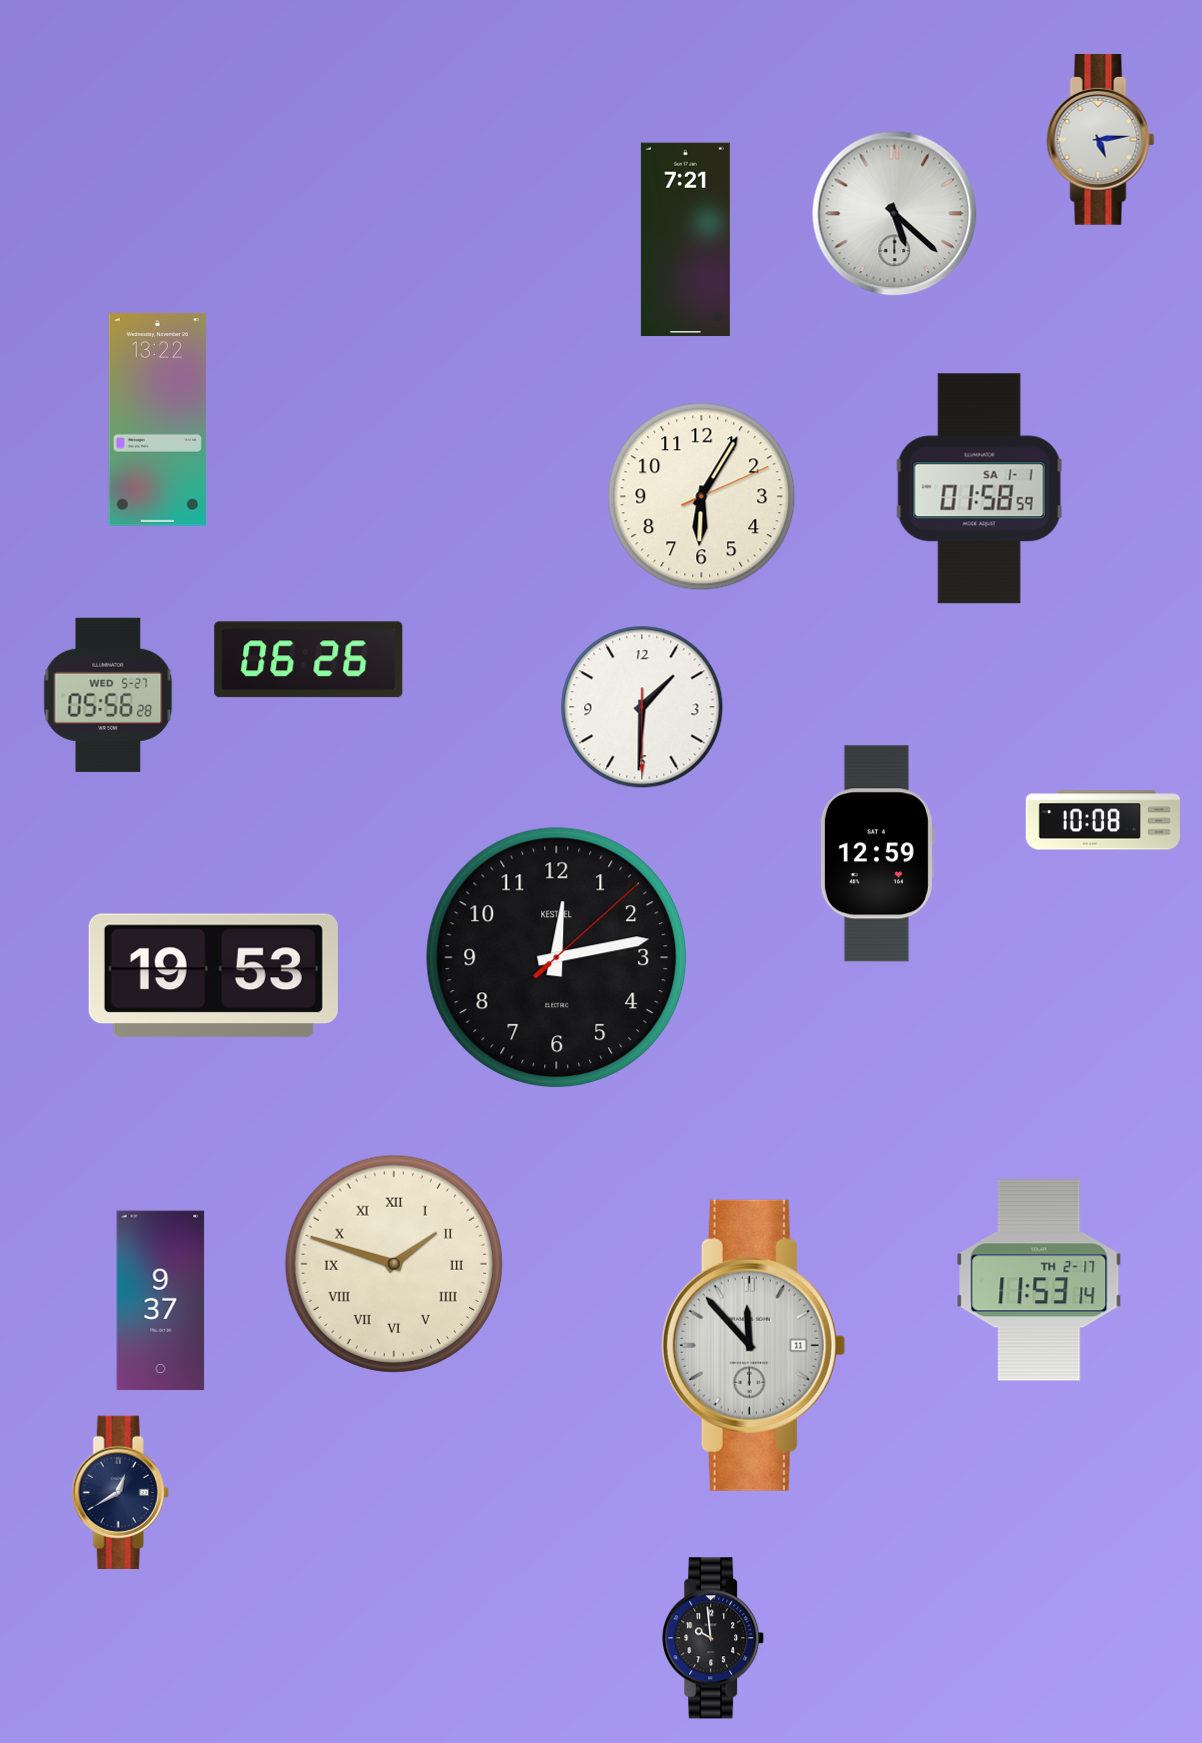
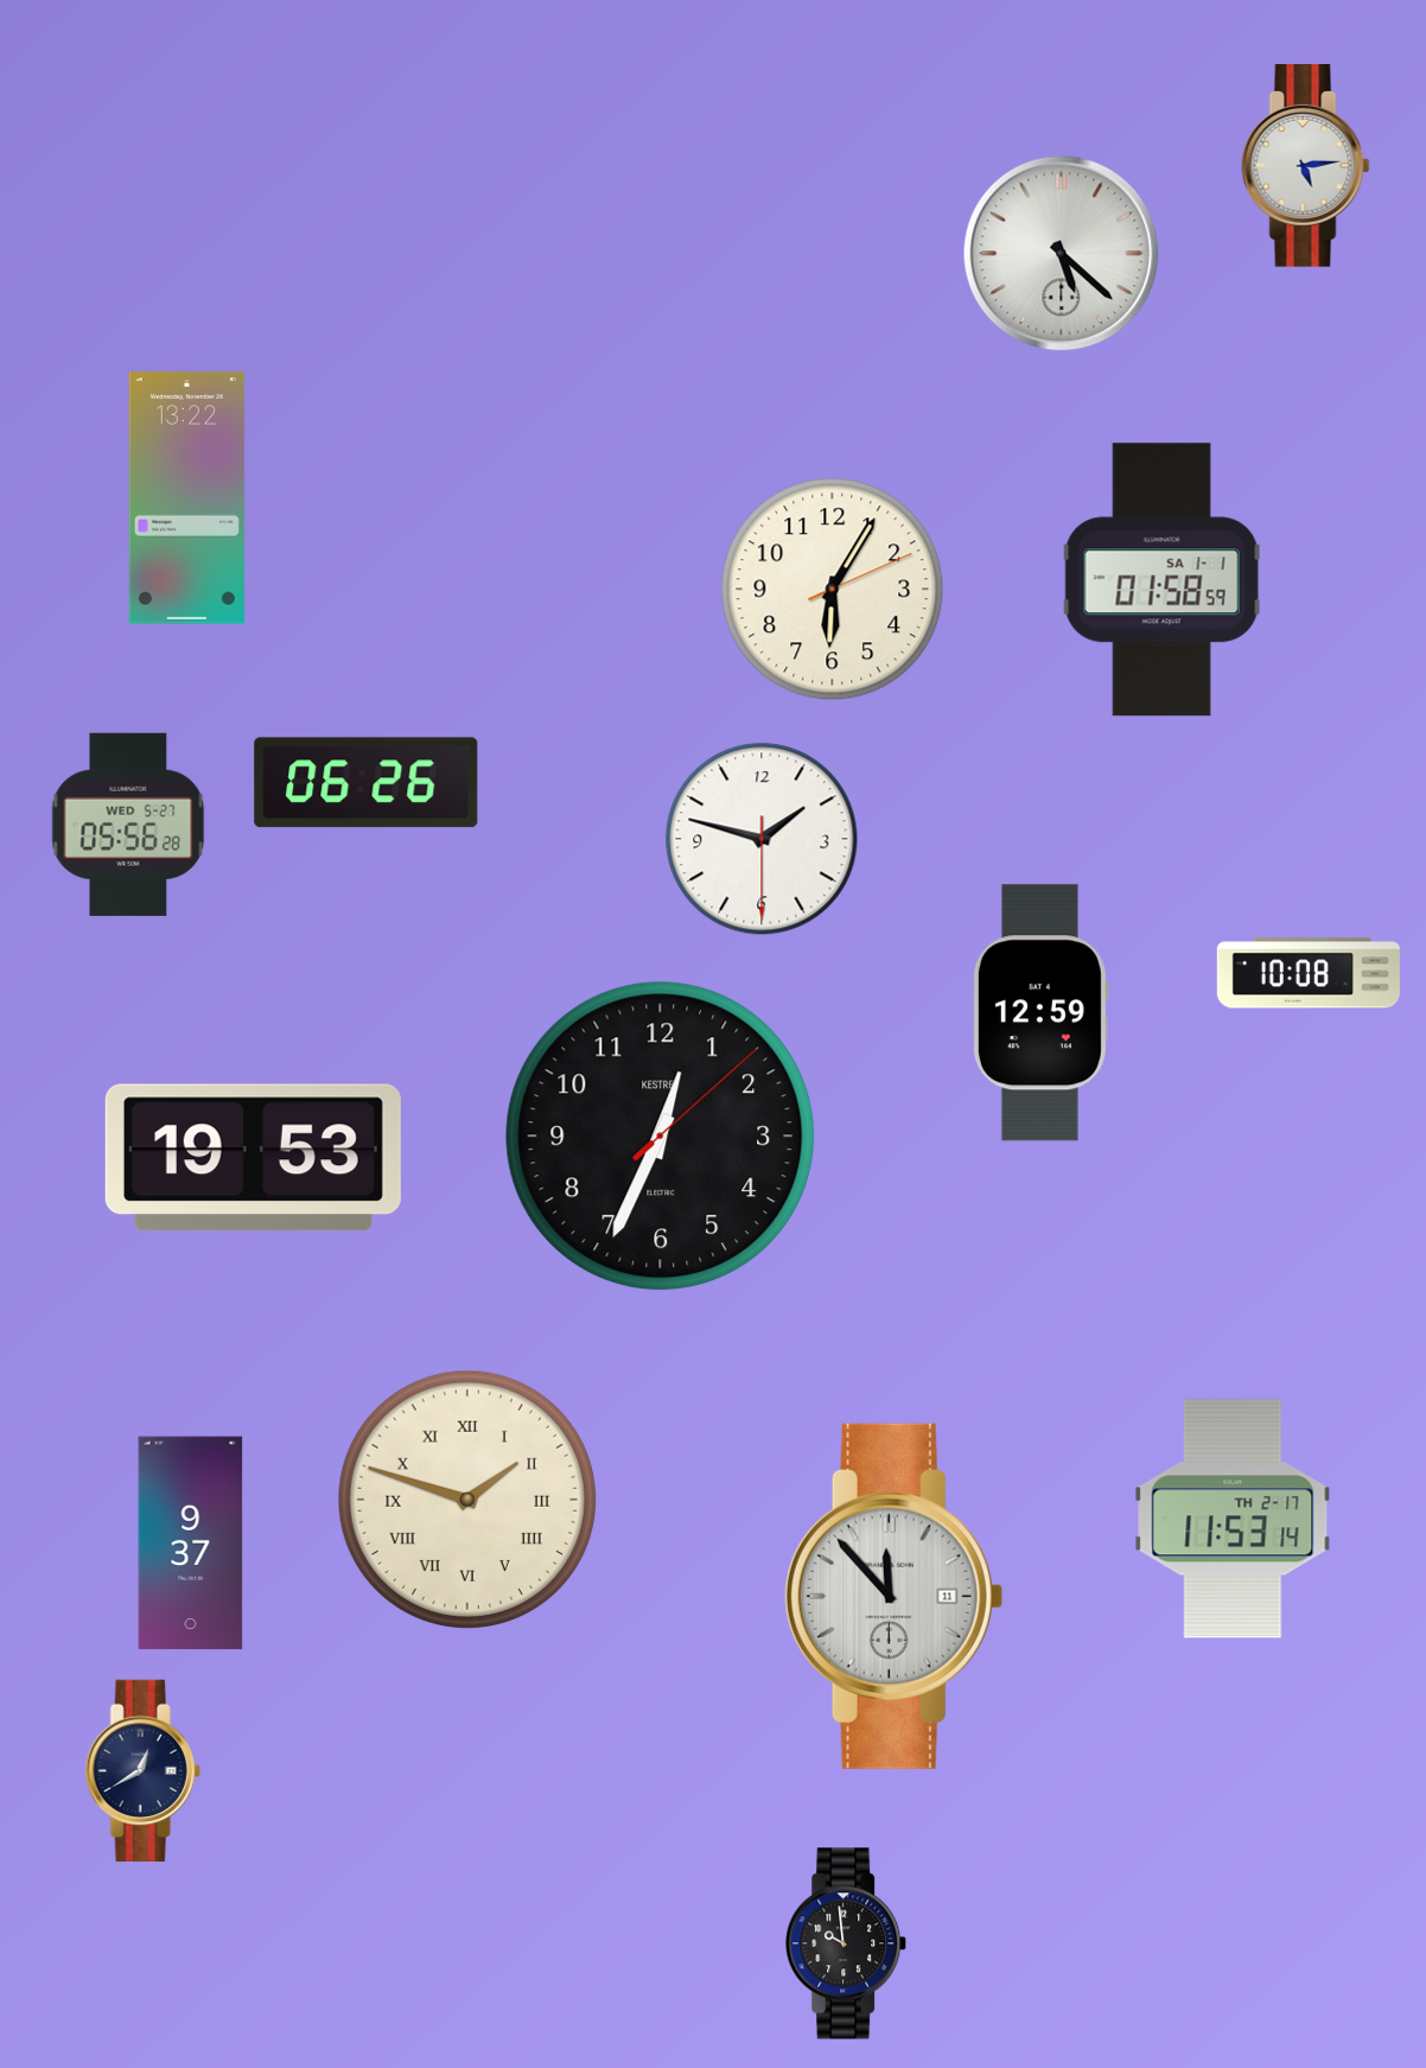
clock at (685, 240): 7:21 -> none
clock at (642, 707): 1:30 -> 1:47
clock at (557, 958): 12:13 -> 12:34
